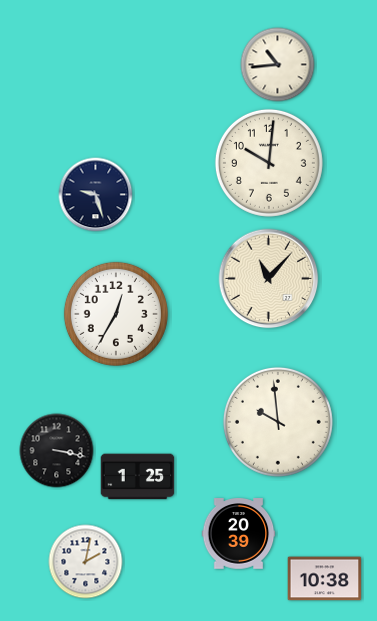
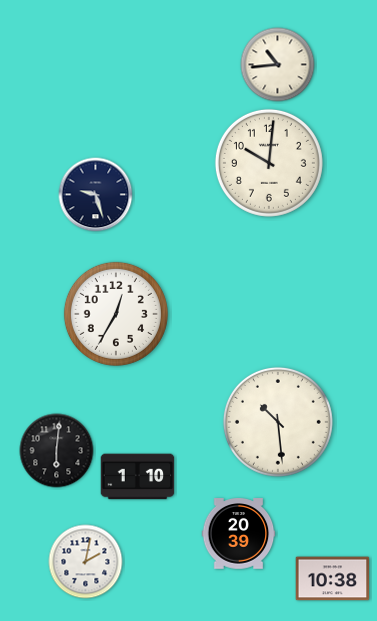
clock at (269, 279): 11:07 -> none
clock at (278, 422): 9:59 -> 10:29
clock at (57, 451): 3:17 -> 6:01
clock at (138, 477): 1:25 -> 1:10
clock at (325, 579) position: (325, 579) -> (333, 579)
